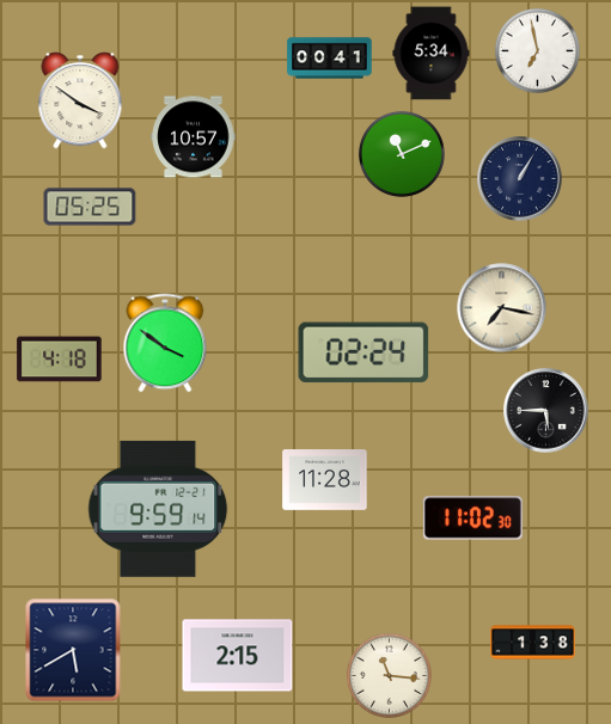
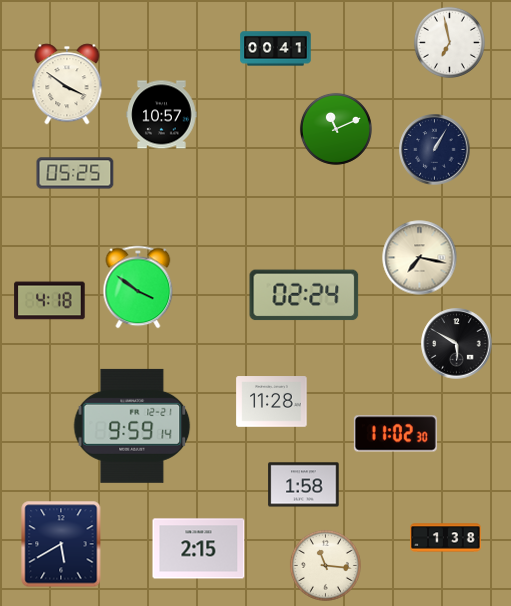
clock at (432, 54): 5:34 -> none
clock at (546, 411): 5:45 -> 5:50
clock at (304, 485): none -> 1:58
